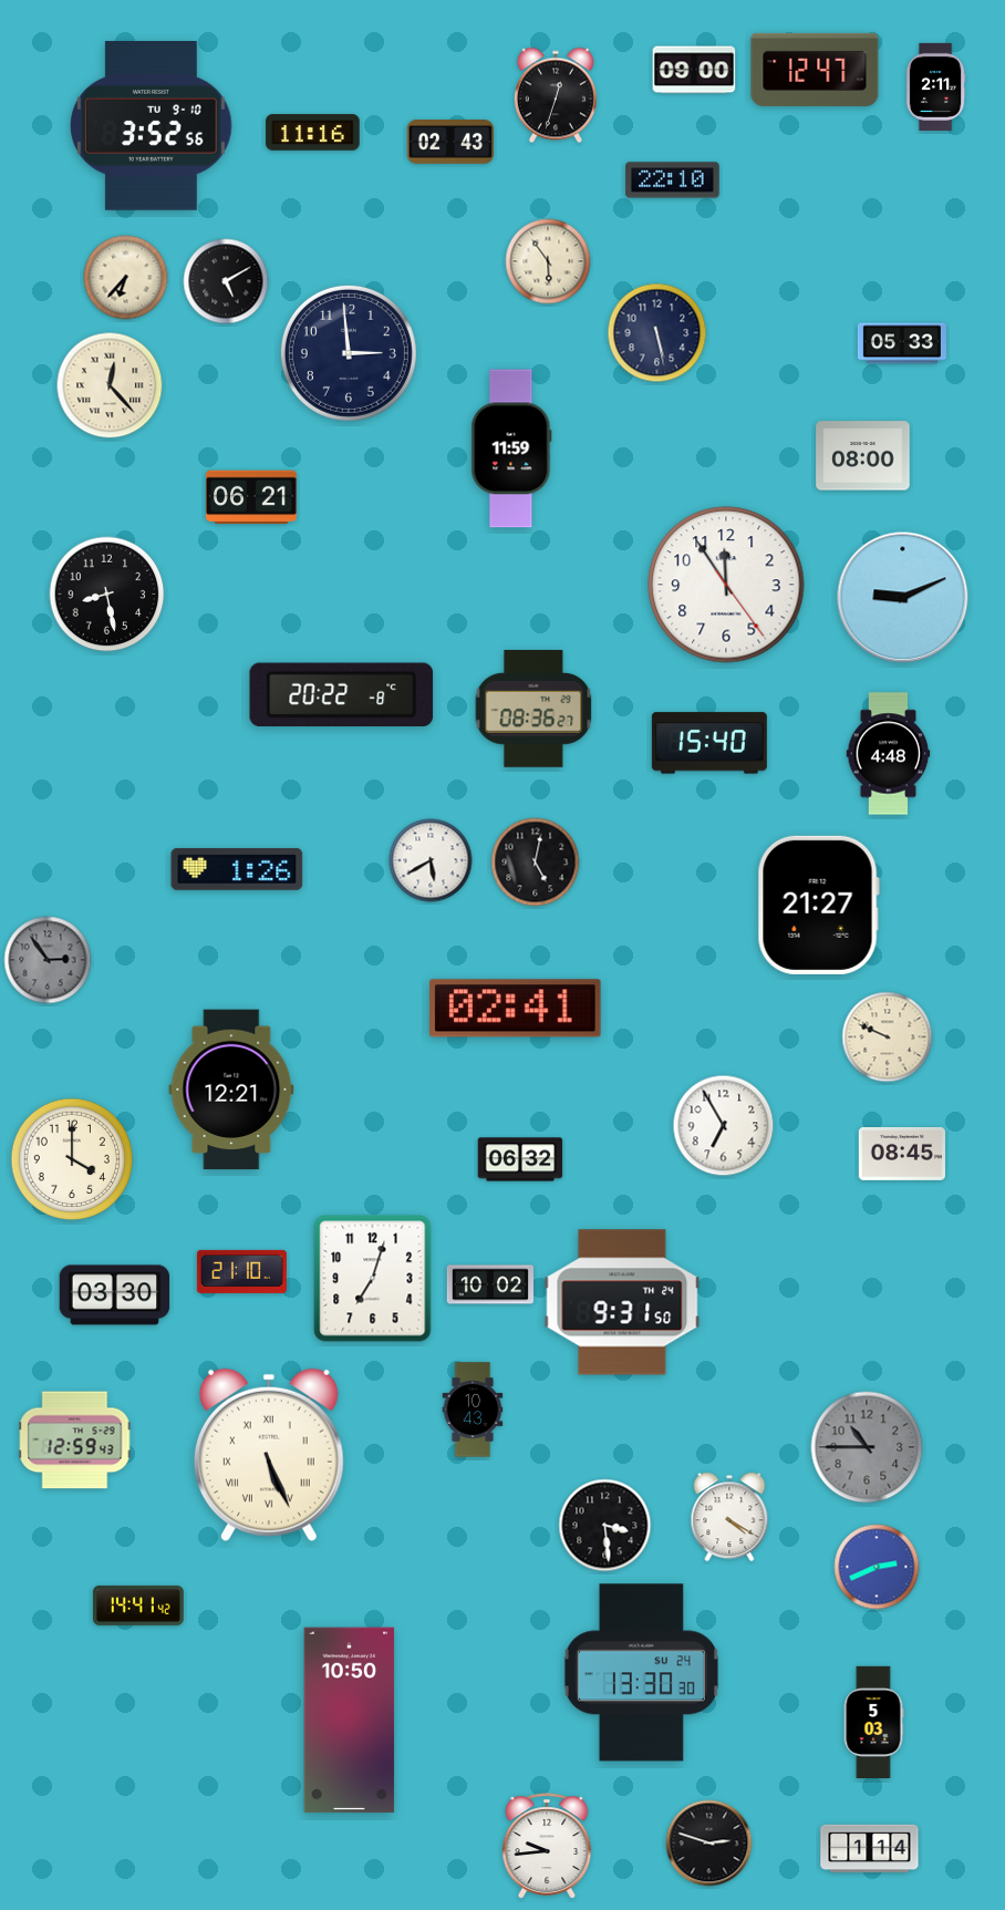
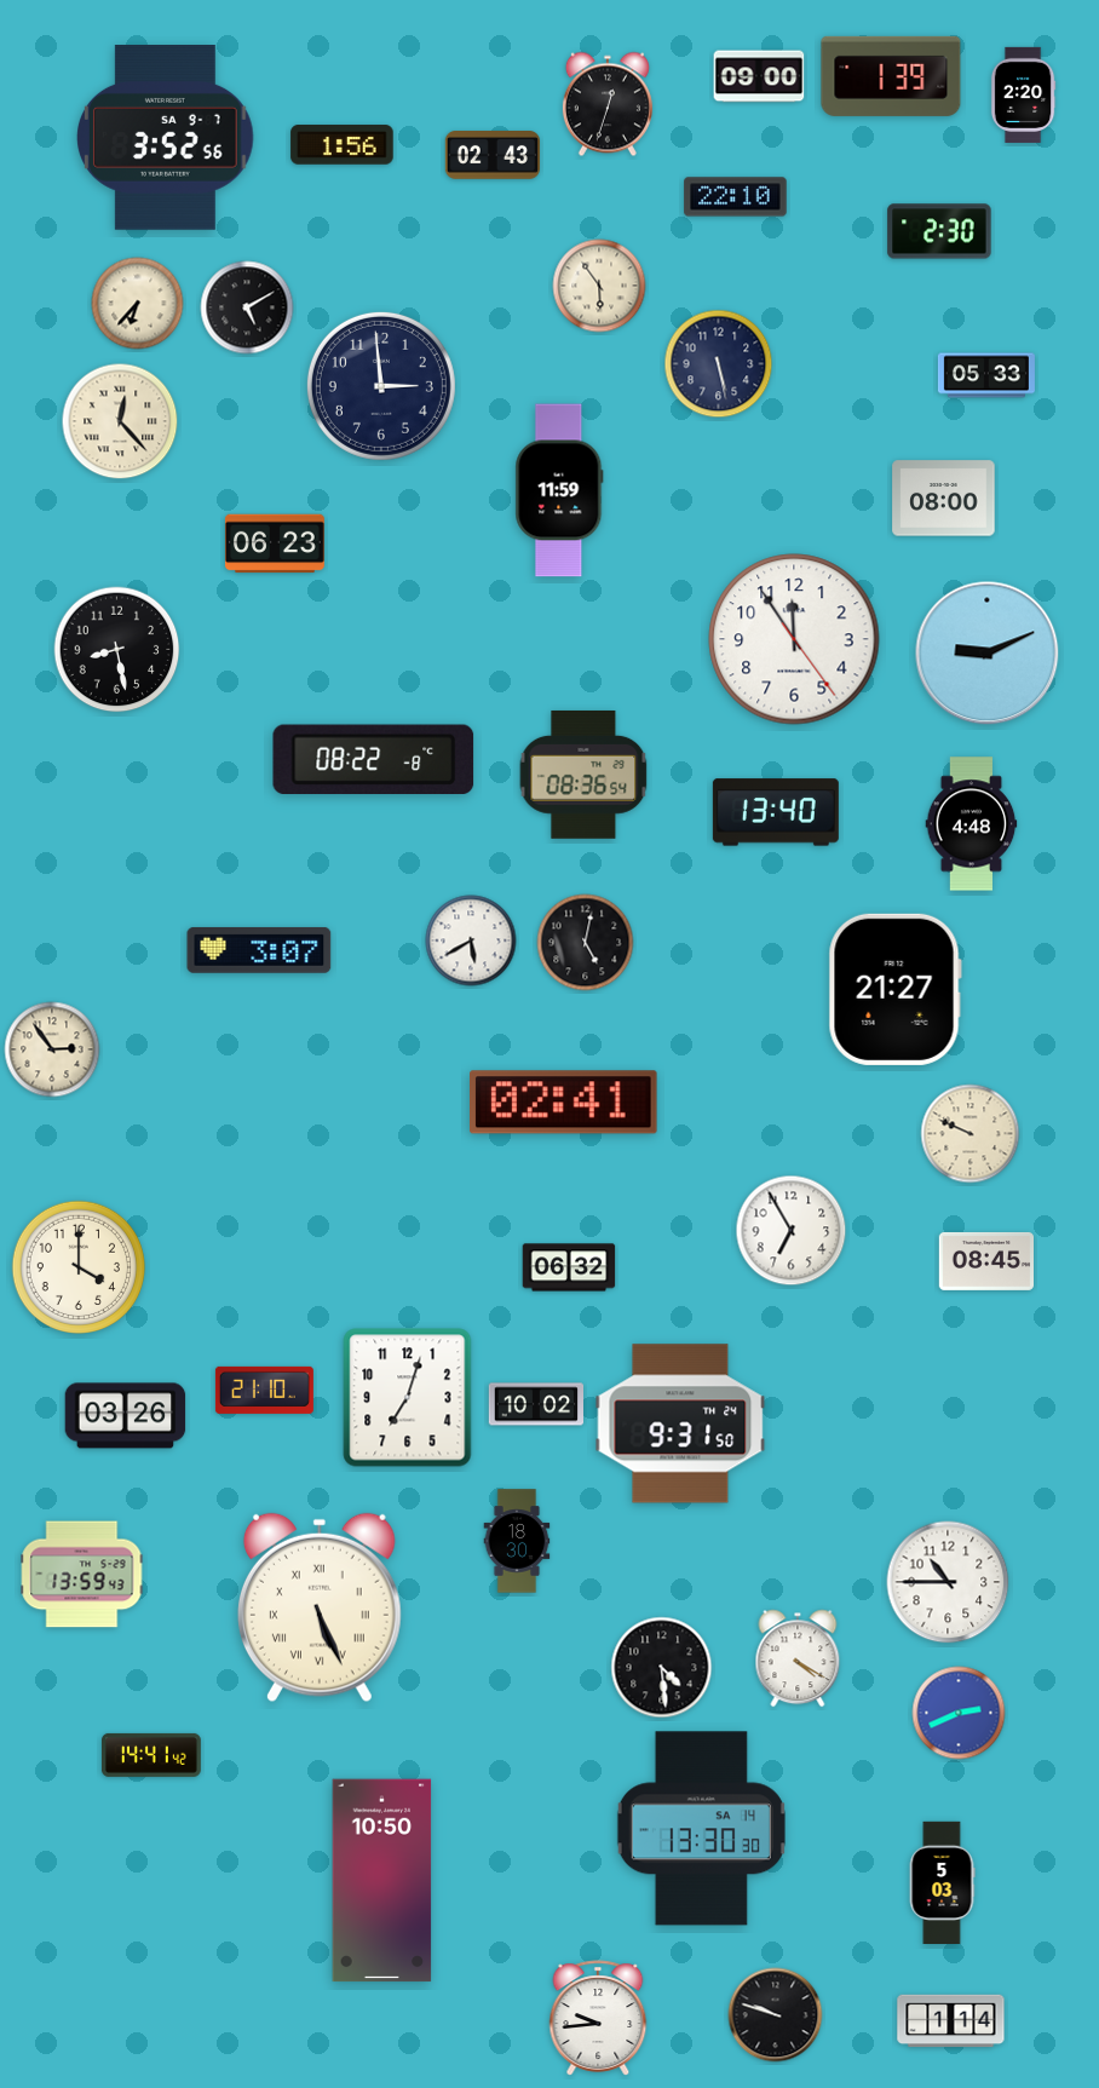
clock at (815, 70): 12:47 -> 1:39
clock at (935, 86): 2:11 -> 2:20
clock at (152, 126) date: TU 9-10 -> SA 9-7
clock at (313, 133): 11:16 -> 1:56
clock at (939, 231): none -> 2:30
clock at (251, 497): 06:21 -> 06:23
clock at (342, 695): 20:22 -> 08:22
clock at (533, 709): 08:36:27 -> 08:36:54
clock at (709, 743): 15:40 -> 13:40
clock at (237, 869): 1:26 -> 3:07
clock at (48, 960) dial: grey -> cream
clock at (231, 1090): 12:21 -> none
clock at (115, 1295): 03:30 -> 03:26
clock at (473, 1410): 10:43 -> 18:30
clock at (75, 1441): 12:59 -> 13:59
clock at (867, 1447) dial: grey -> white
clock at (269, 1455) position: (269, 1455) -> (320, 1607)
clock at (605, 1526): 3:29 -> 4:29
clock at (641, 1673) date: SU 24 -> SA 14
clock at (873, 1722) position: (873, 1722) -> (942, 1882)
clock at (709, 1844): 2:48 -> 9:48
